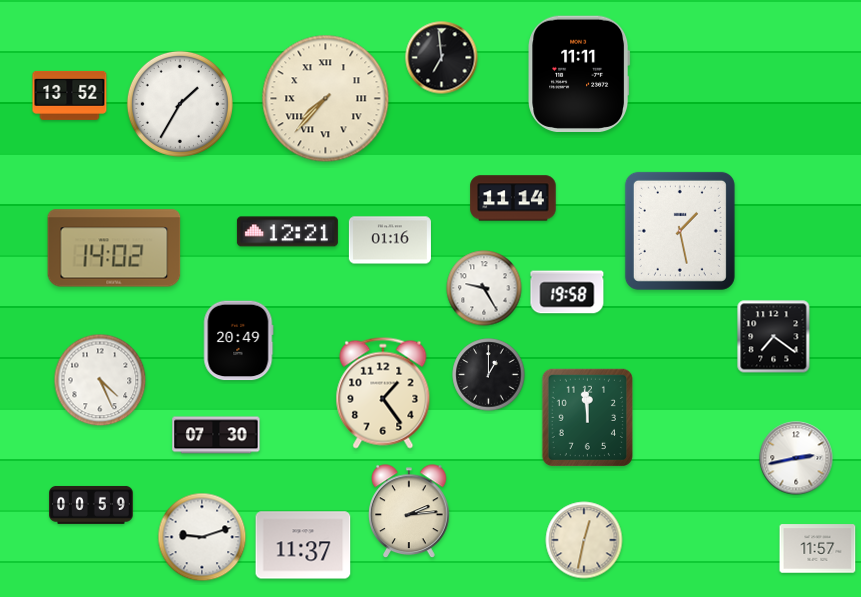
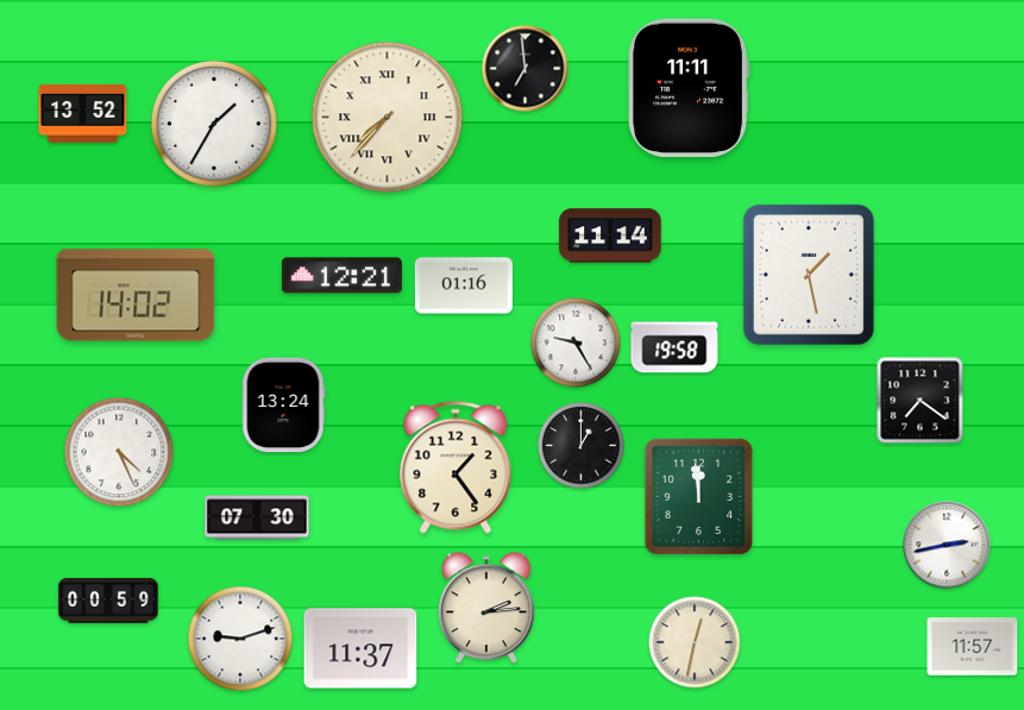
clock at (238, 341): 20:49 -> 13:24
clock at (818, 549) position: (818, 549) -> (973, 647)
